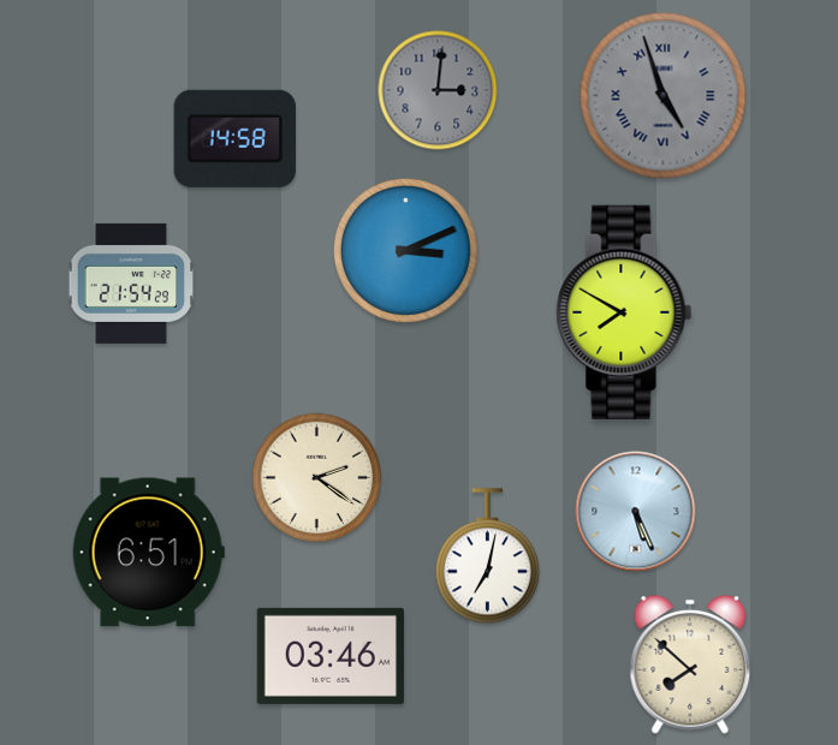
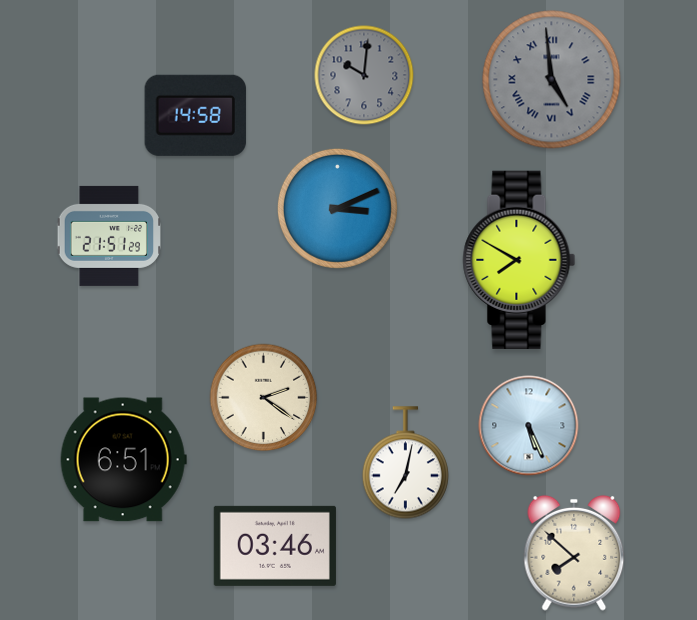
clock at (438, 90): 3:01 -> 10:01
clock at (664, 96): 4:57 -> 4:59
clock at (131, 284): 21:54 -> 21:51
